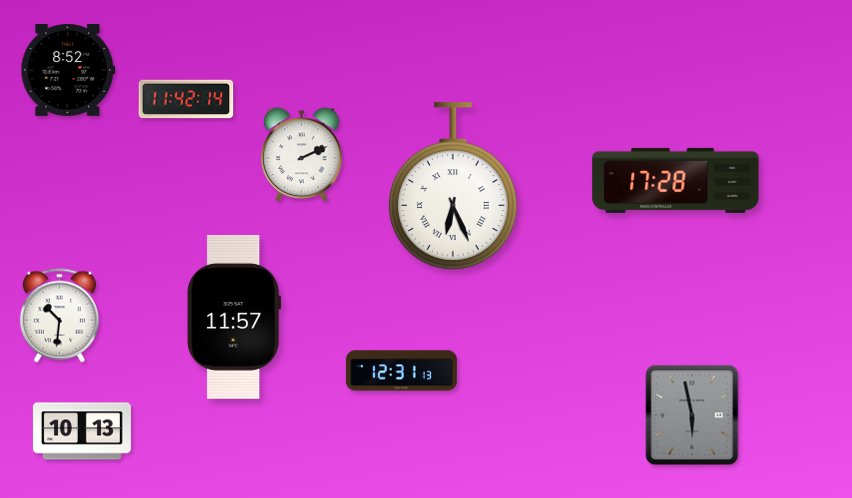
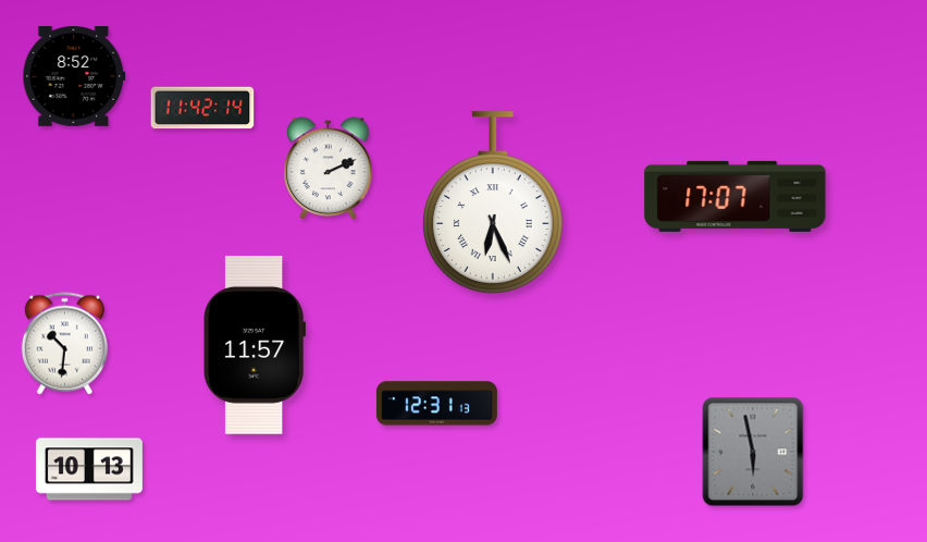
clock at (676, 180): 17:28 -> 17:07
